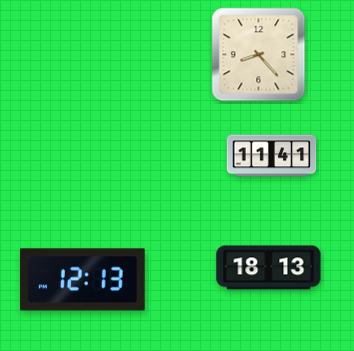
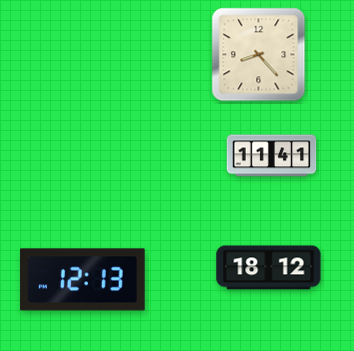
clock at (269, 268): 18:13 -> 18:12
